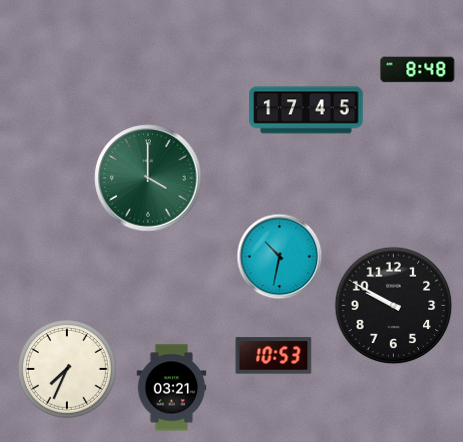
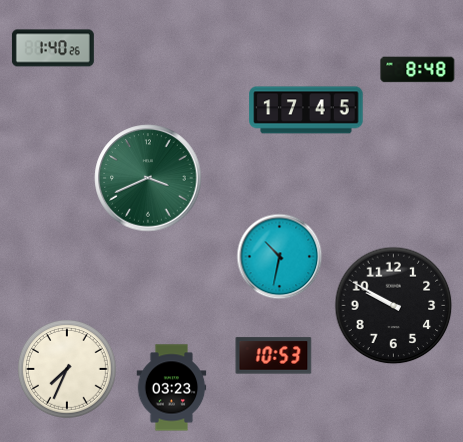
clock at (53, 48): none -> 1:40
clock at (148, 178): 4:00 -> 3:41
clock at (172, 388): 03:21 -> 03:23
